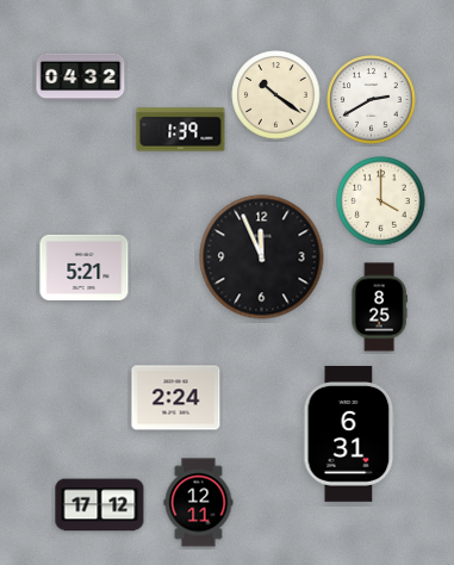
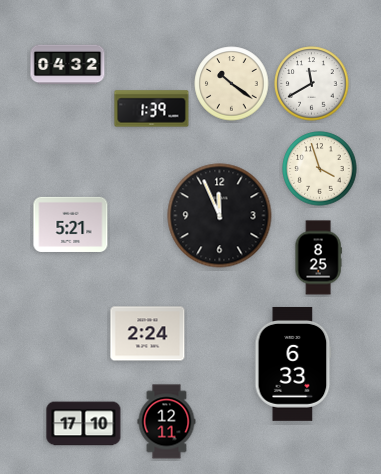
clock at (276, 95) position: (276, 95) -> (232, 84)
clock at (372, 100): 2:40 -> 11:40
clock at (381, 201): 4:00 -> 3:57
clock at (349, 434): 6:31 -> 6:33
clock at (100, 505): 17:12 -> 17:10
